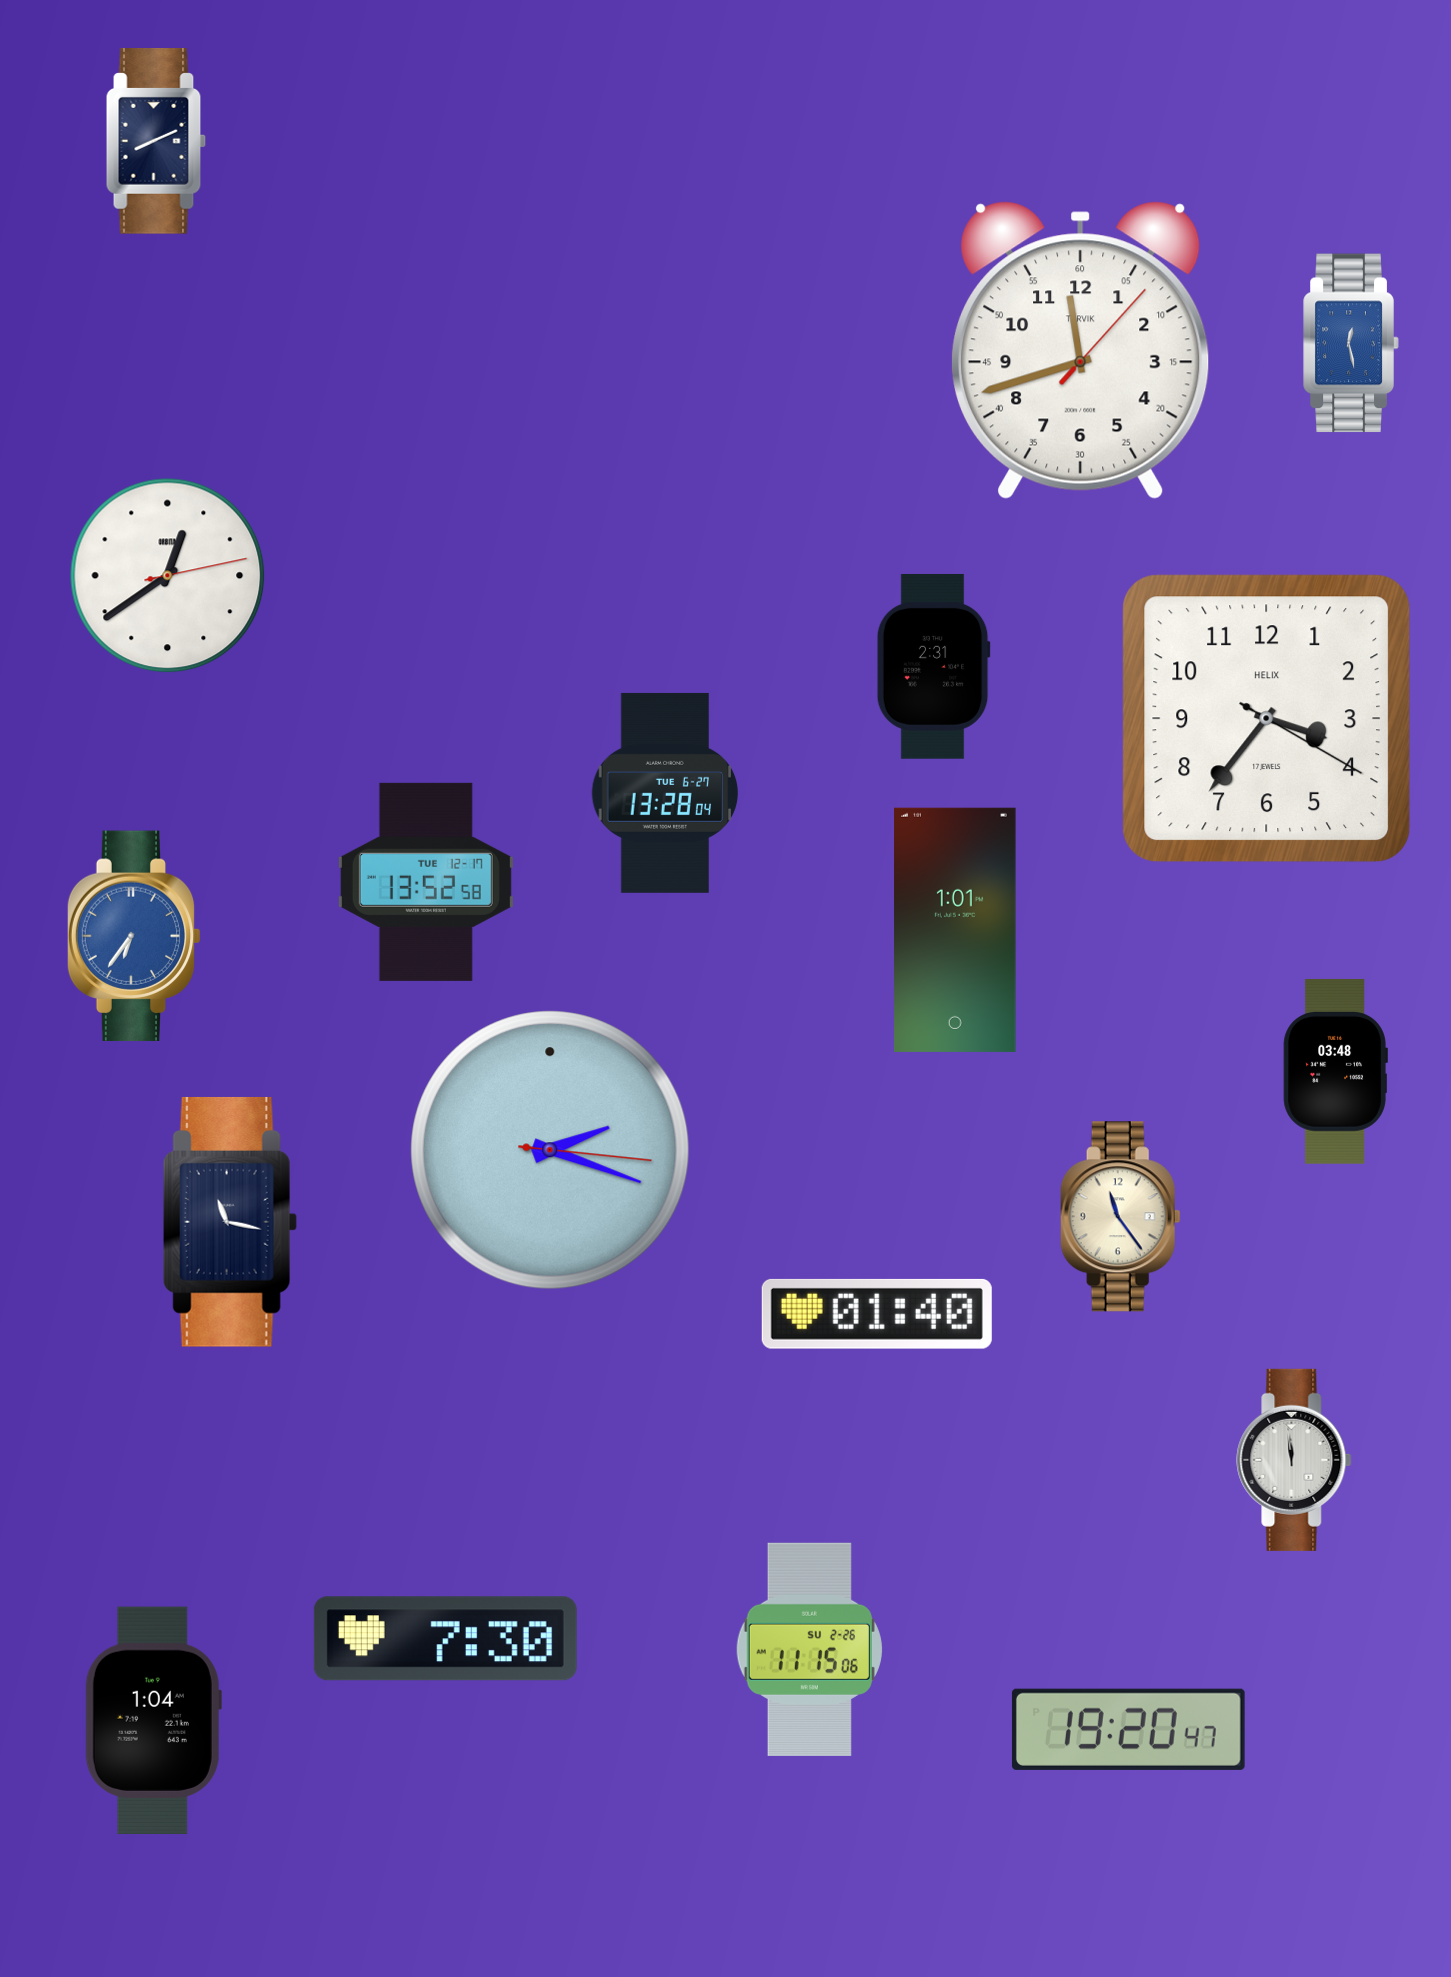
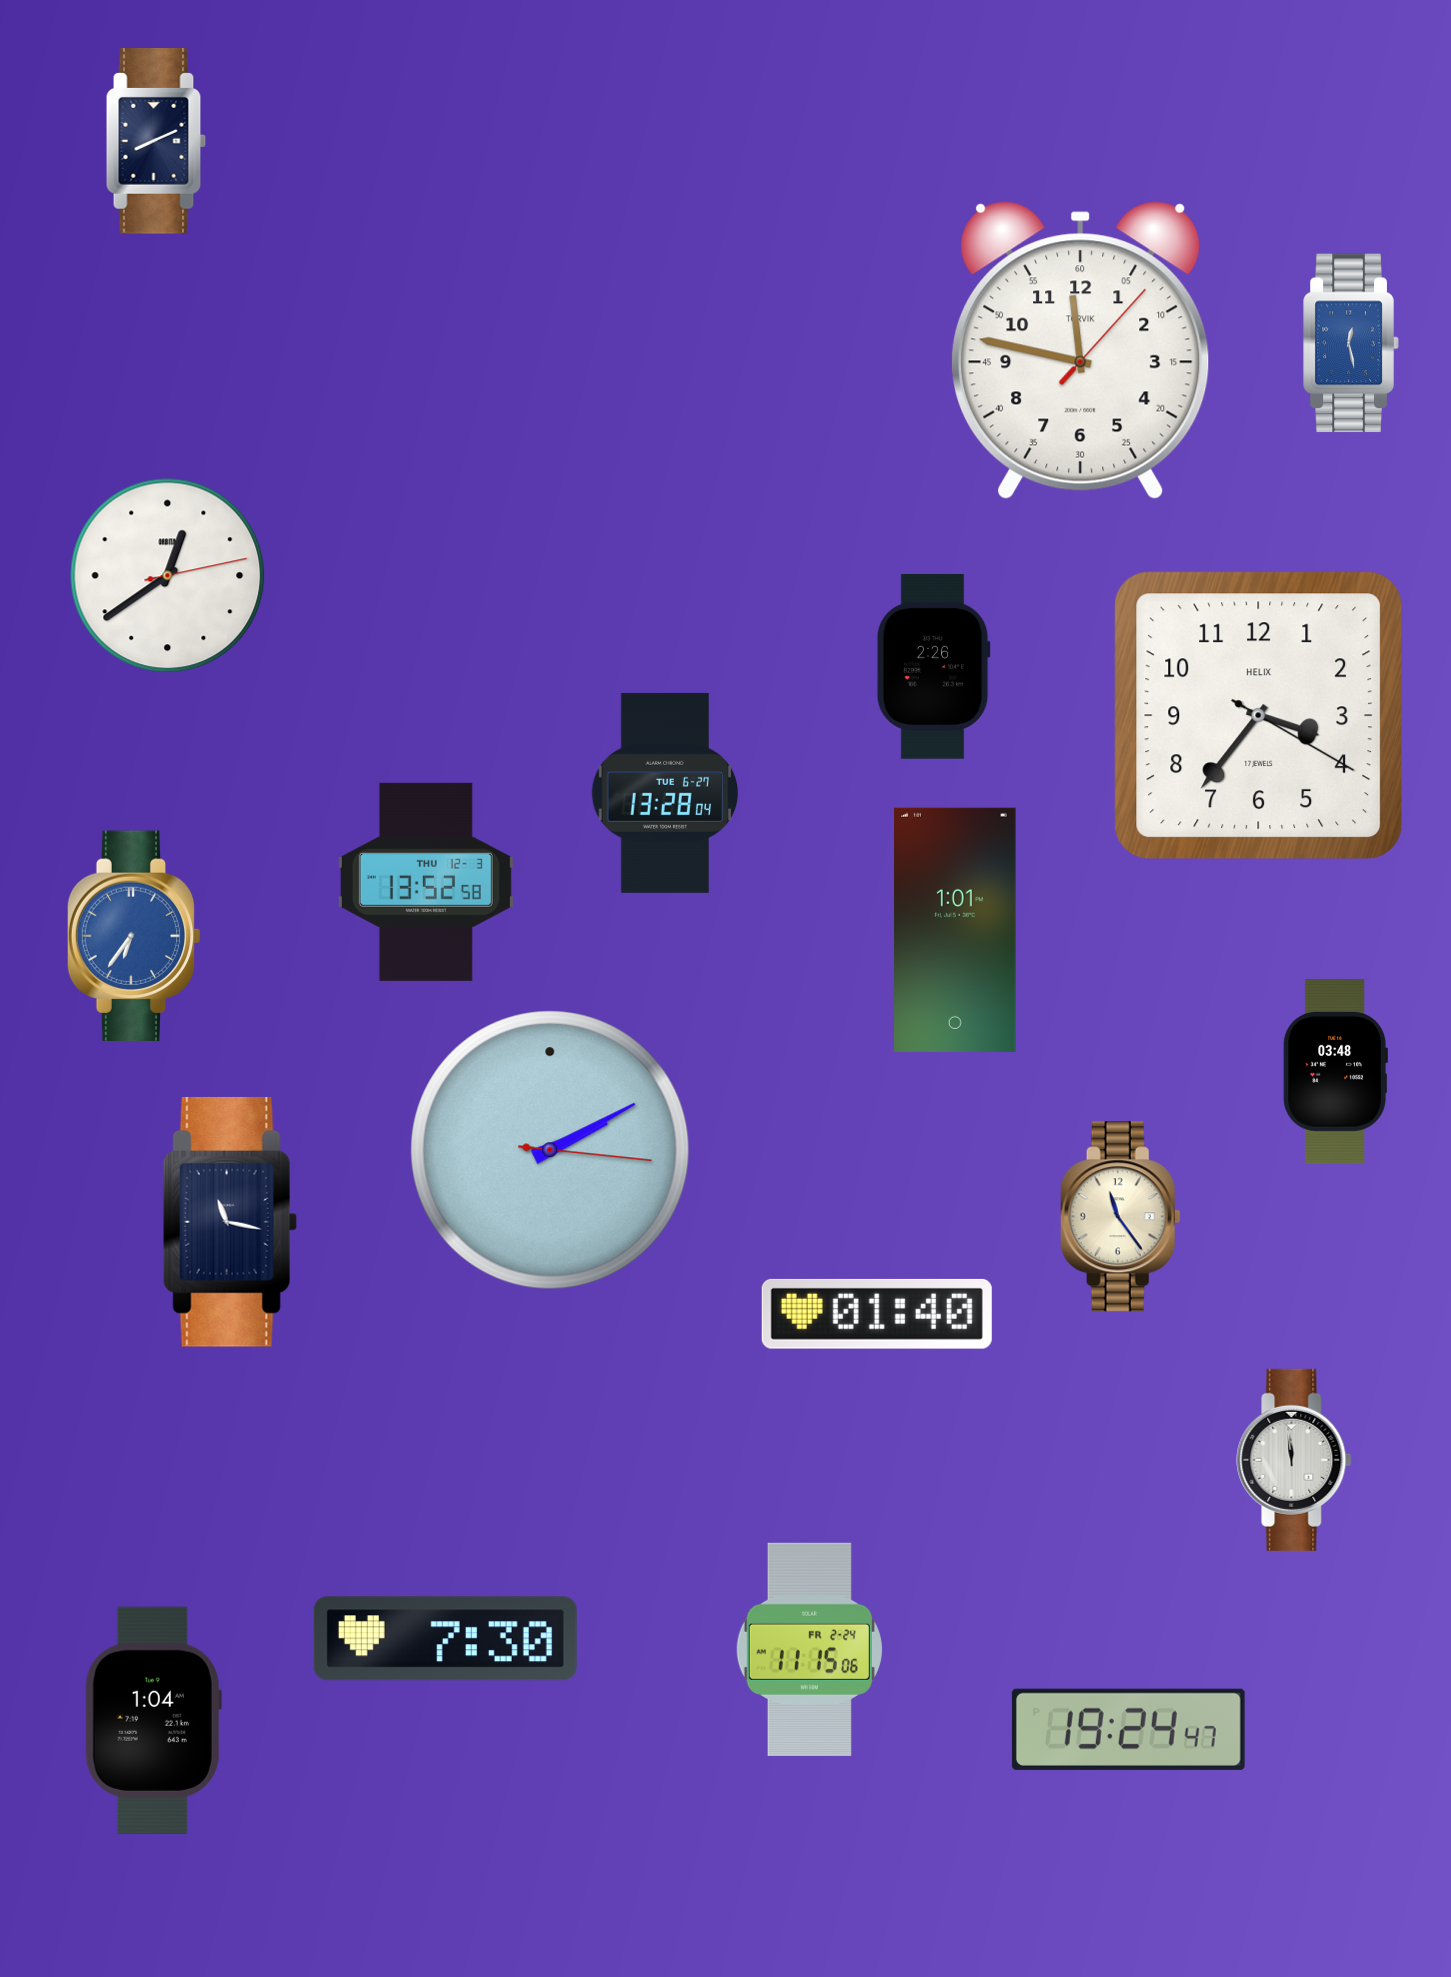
clock at (1080, 350): 11:42 -> 11:47
clock at (933, 666): 2:31 -> 2:26
clock at (1267, 719) position: (1267, 719) -> (1259, 716)
clock at (426, 882) date: TUE 12-17 -> THU 12-3
clock at (550, 1150): 2:18 -> 2:10
clock at (809, 1649) date: SU 2-26 -> FR 2-24
clock at (1128, 1729): 19:20 -> 19:24
